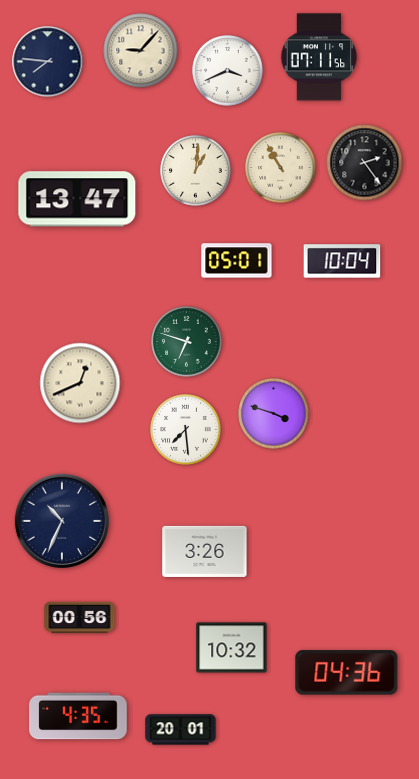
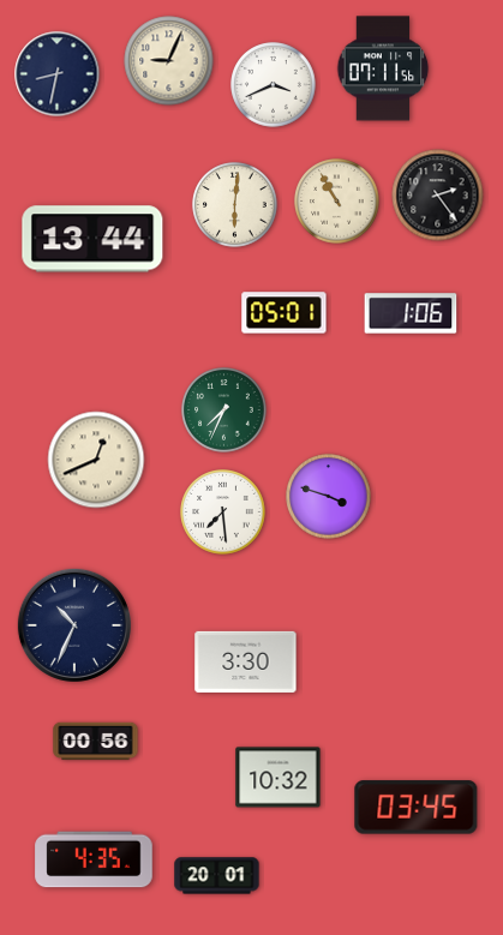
clock at (141, 51): 9:07 -> 9:04
clock at (48, 62): 7:46 -> 8:32
clock at (196, 171): 1:01 -> 6:01
clock at (77, 199): 13:47 -> 13:44
clock at (342, 261): 10:04 -> 1:06
clock at (187, 342): 6:48 -> 7:34
clock at (186, 430) position: (186, 430) -> (223, 513)
clock at (205, 551): 3:26 -> 3:30
clock at (347, 673): 04:36 -> 03:45
